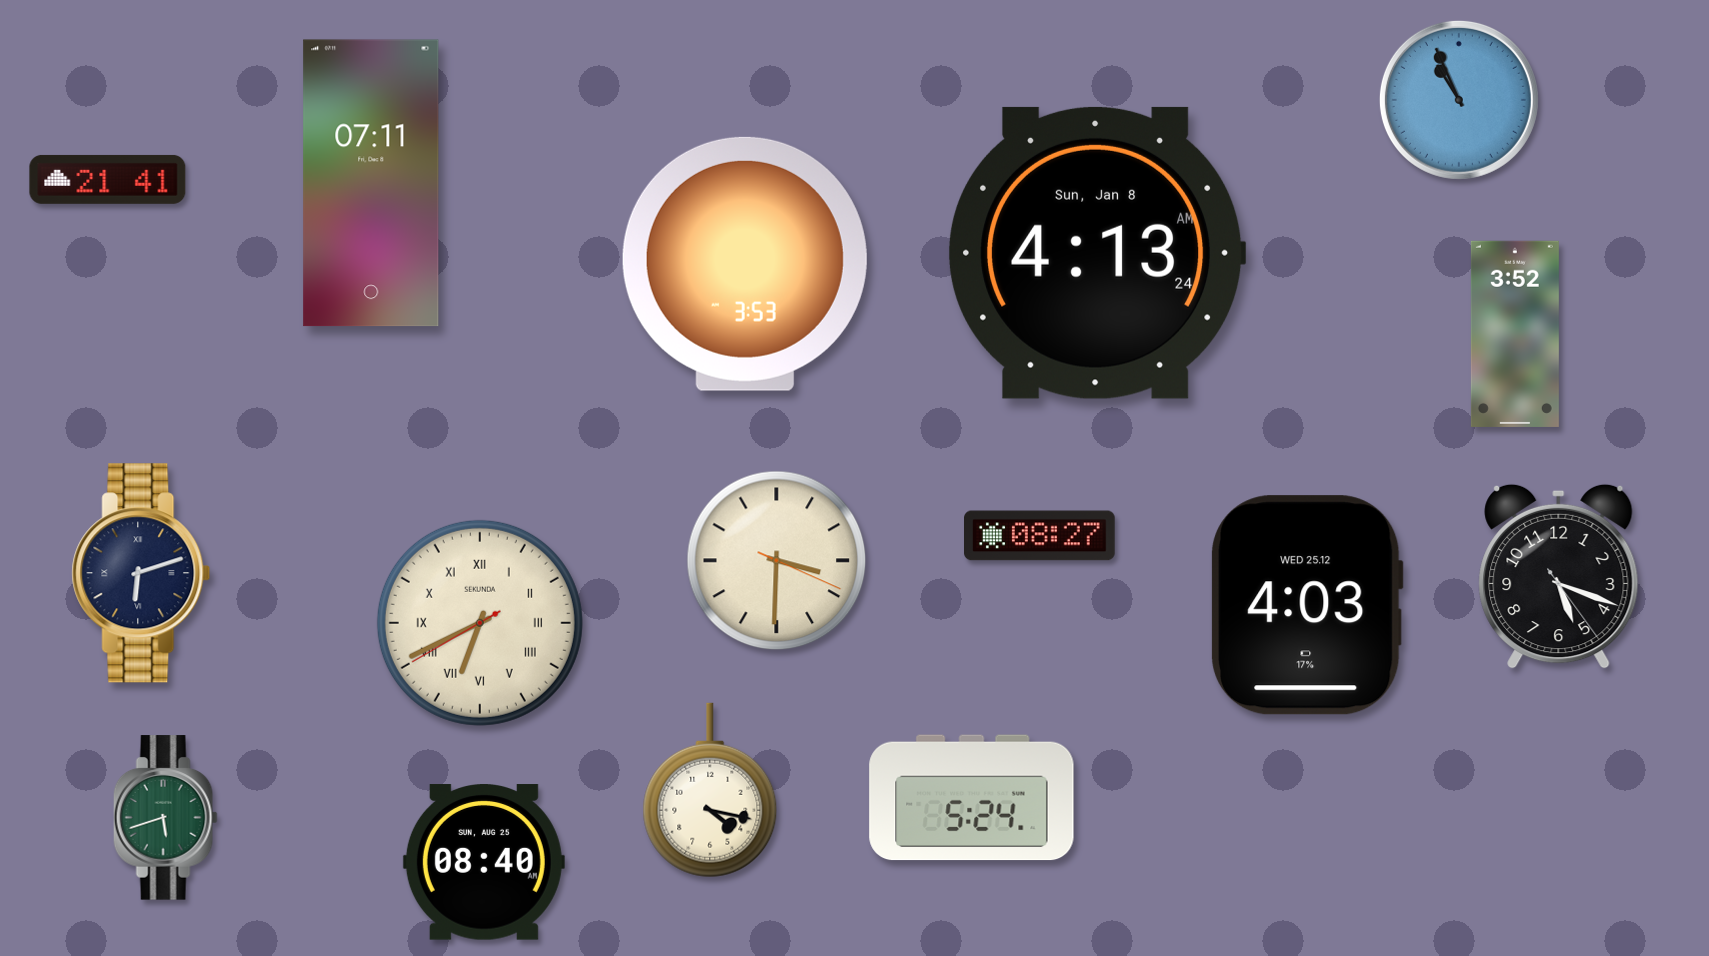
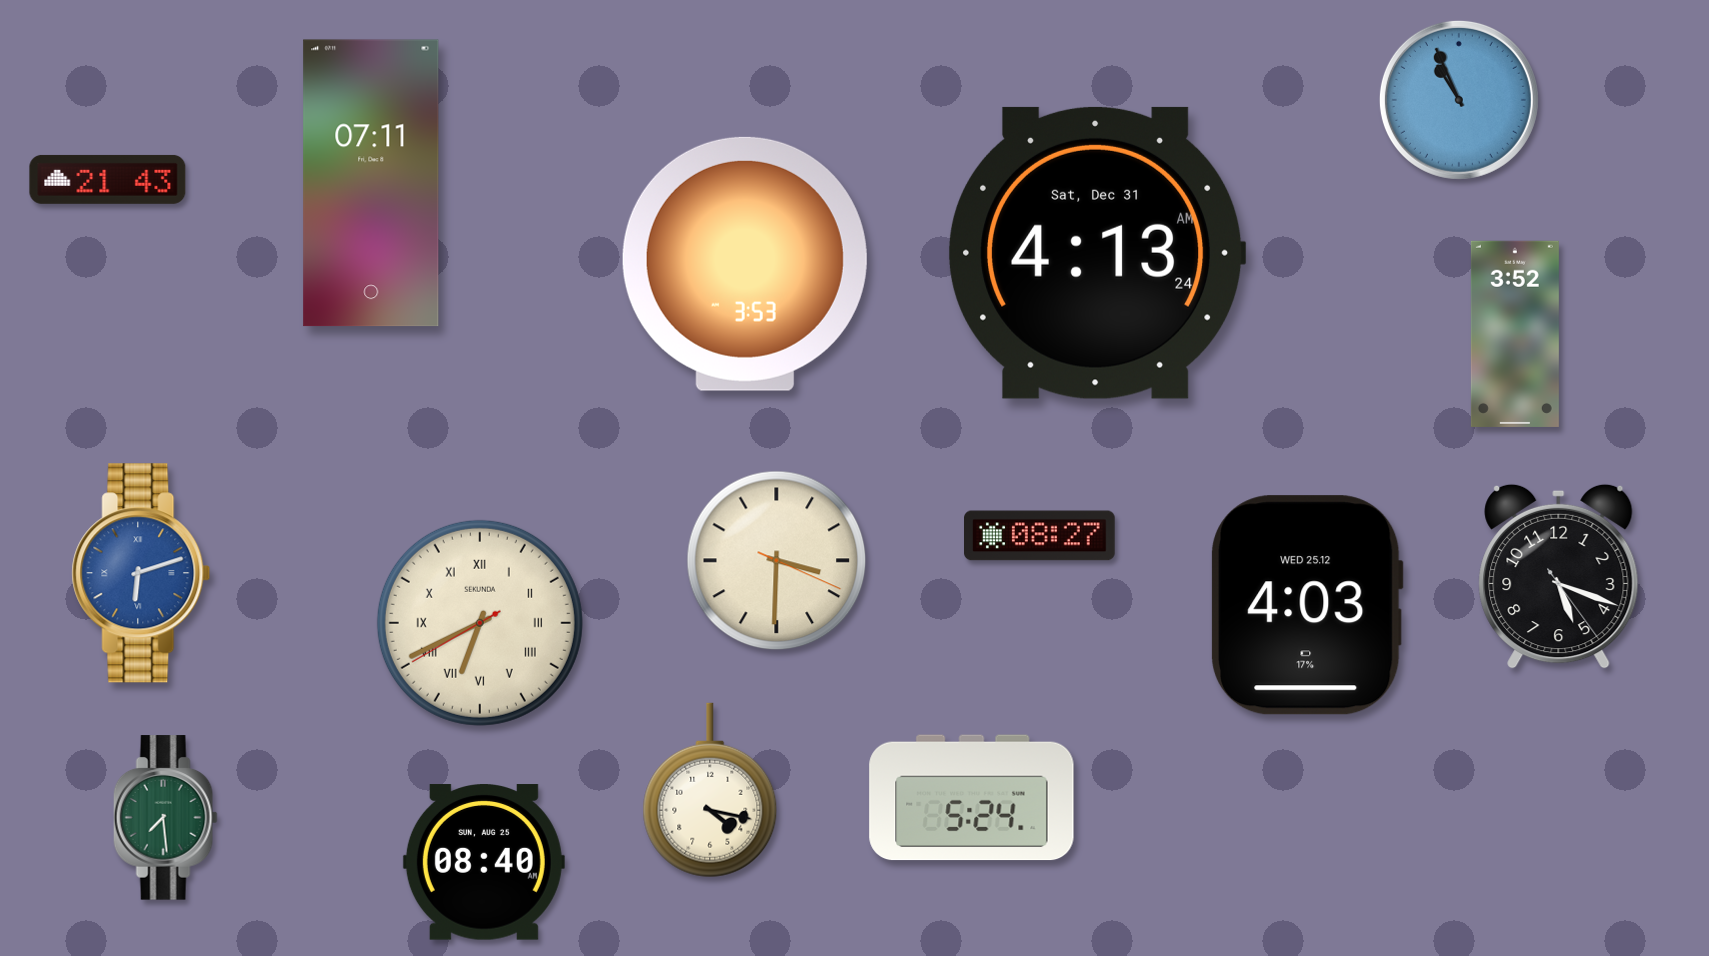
clock at (108, 179): 21:41 -> 21:43
clock at (1098, 253) date: Sun, Jan 8 -> Sat, Dec 31
clock at (141, 573) dial: navy -> blue
clock at (165, 818): 5:42 -> 7:29
